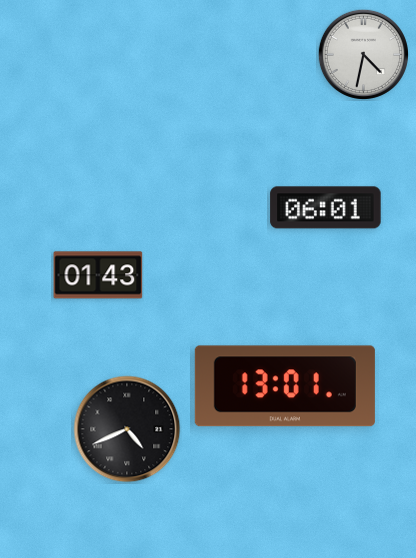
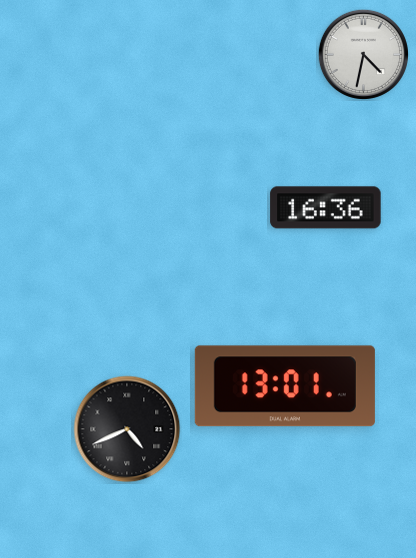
clock at (326, 208): 06:01 -> 16:36
clock at (98, 275): 01:43 -> none
